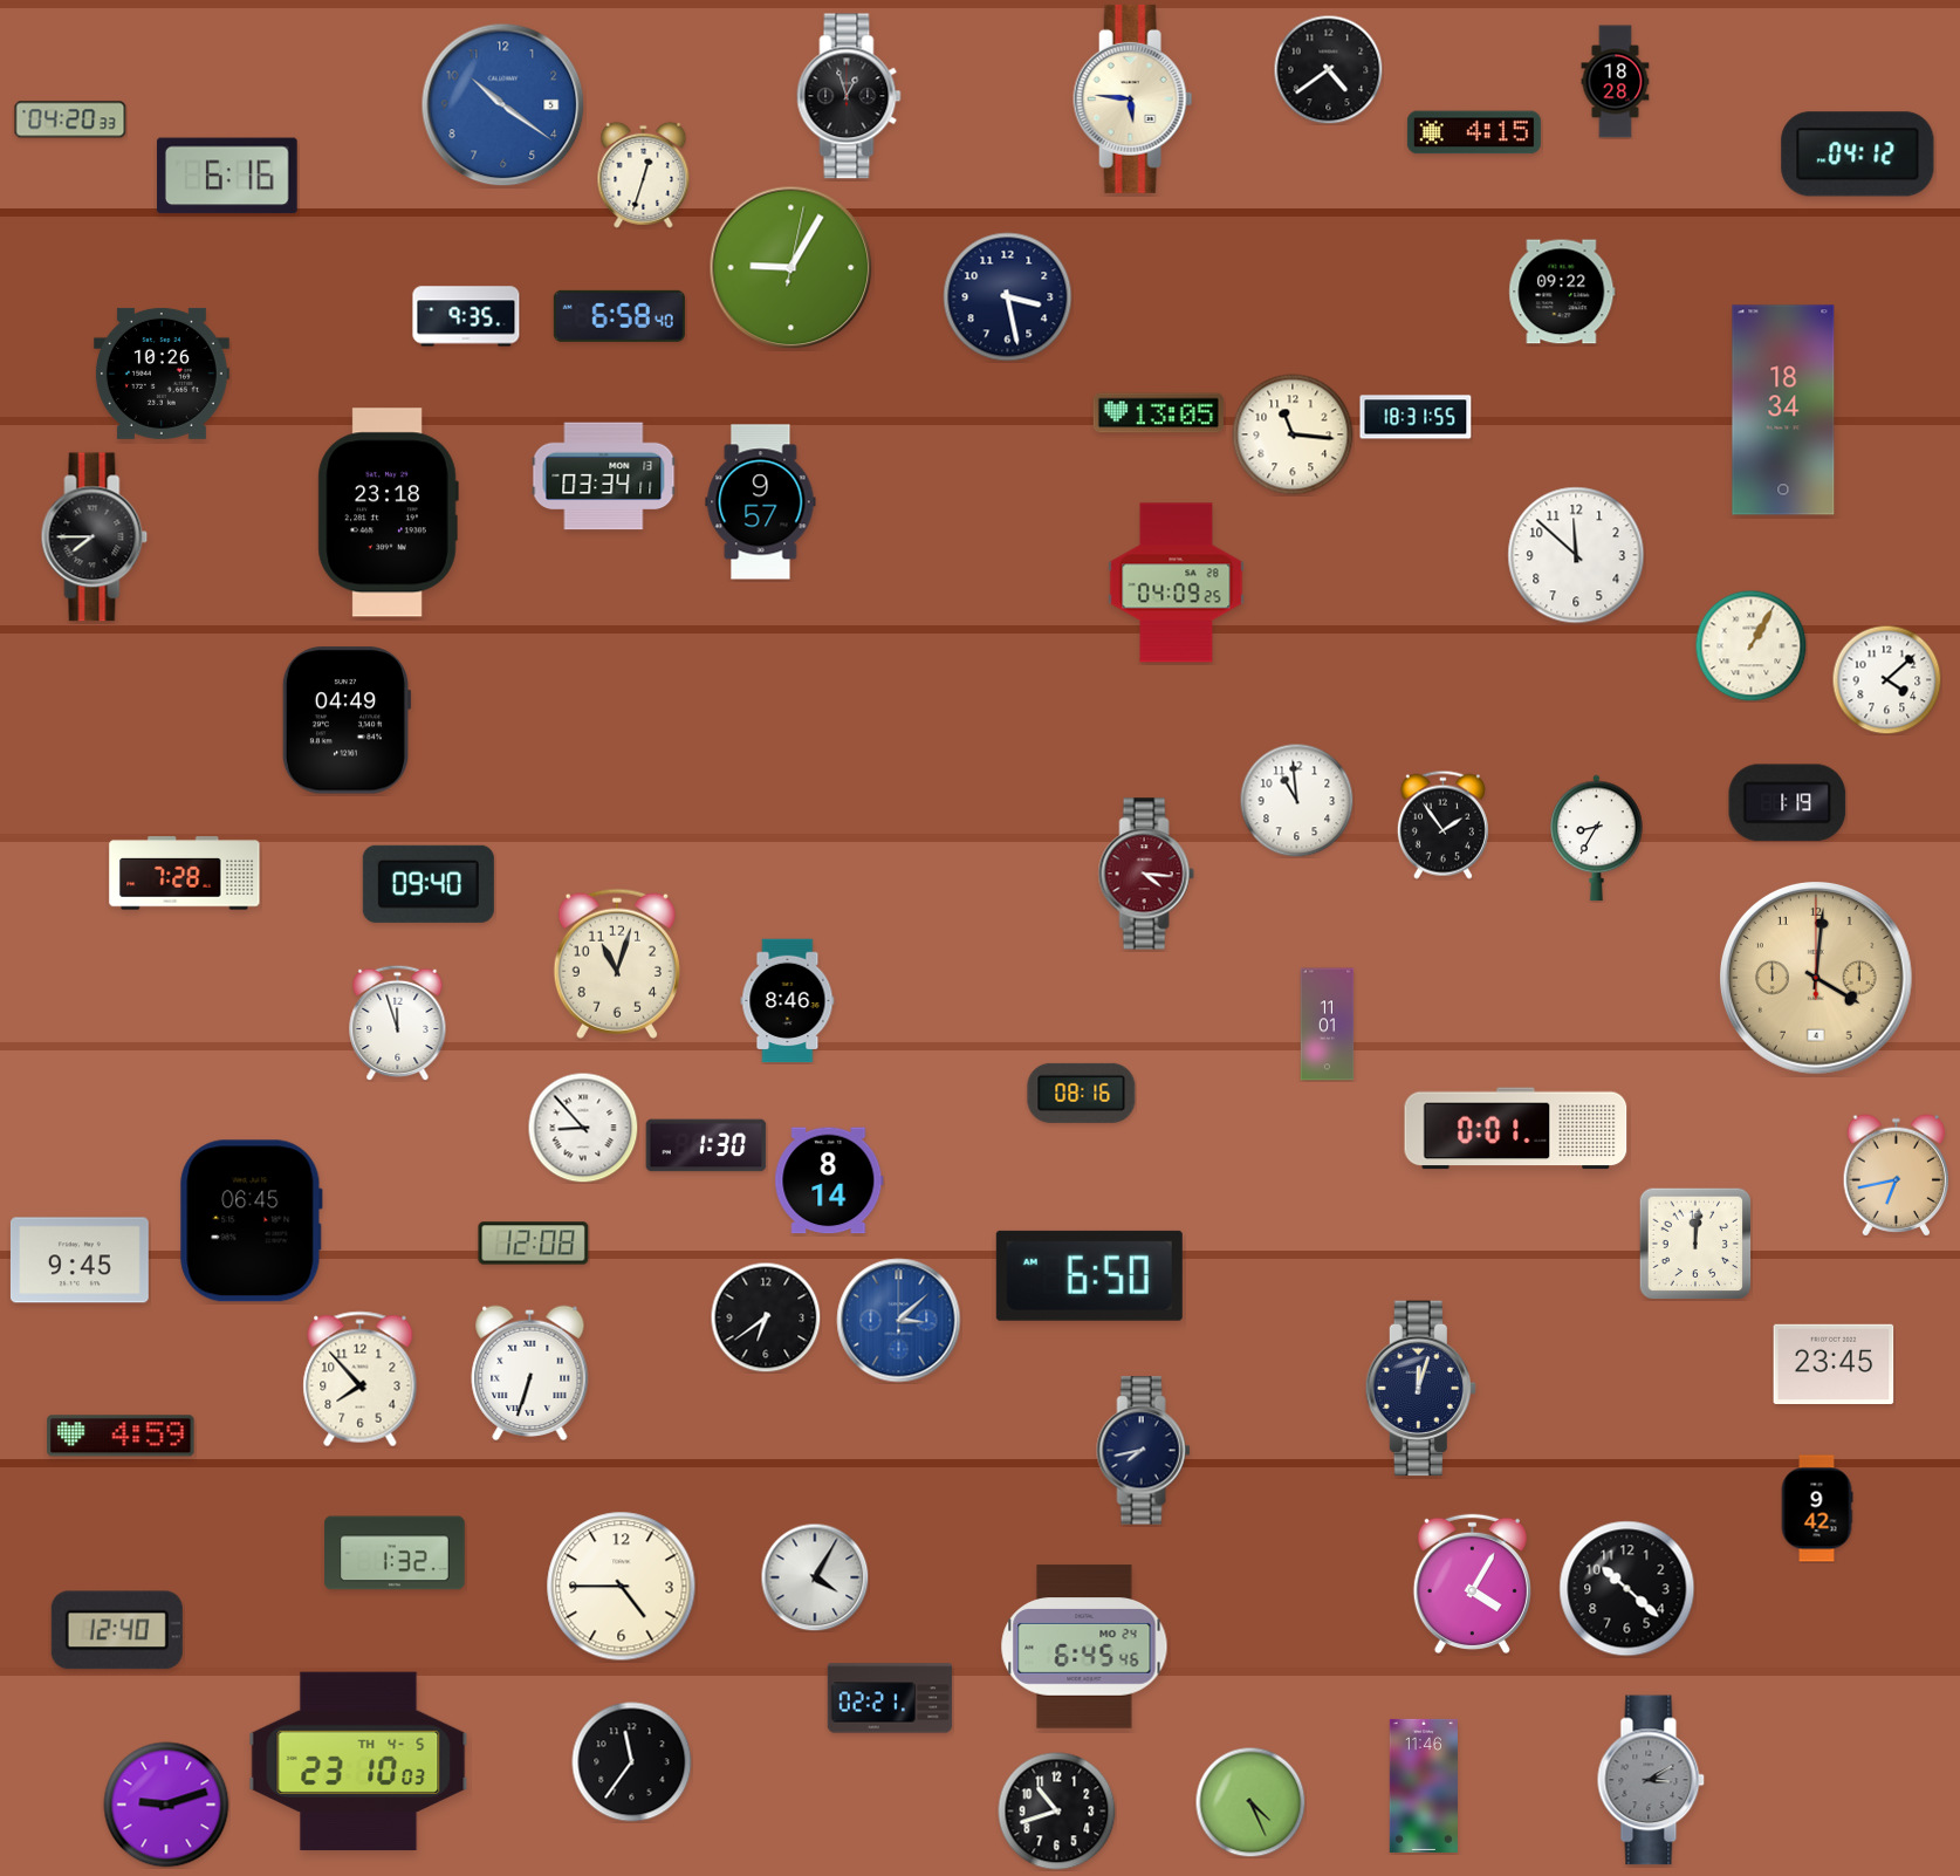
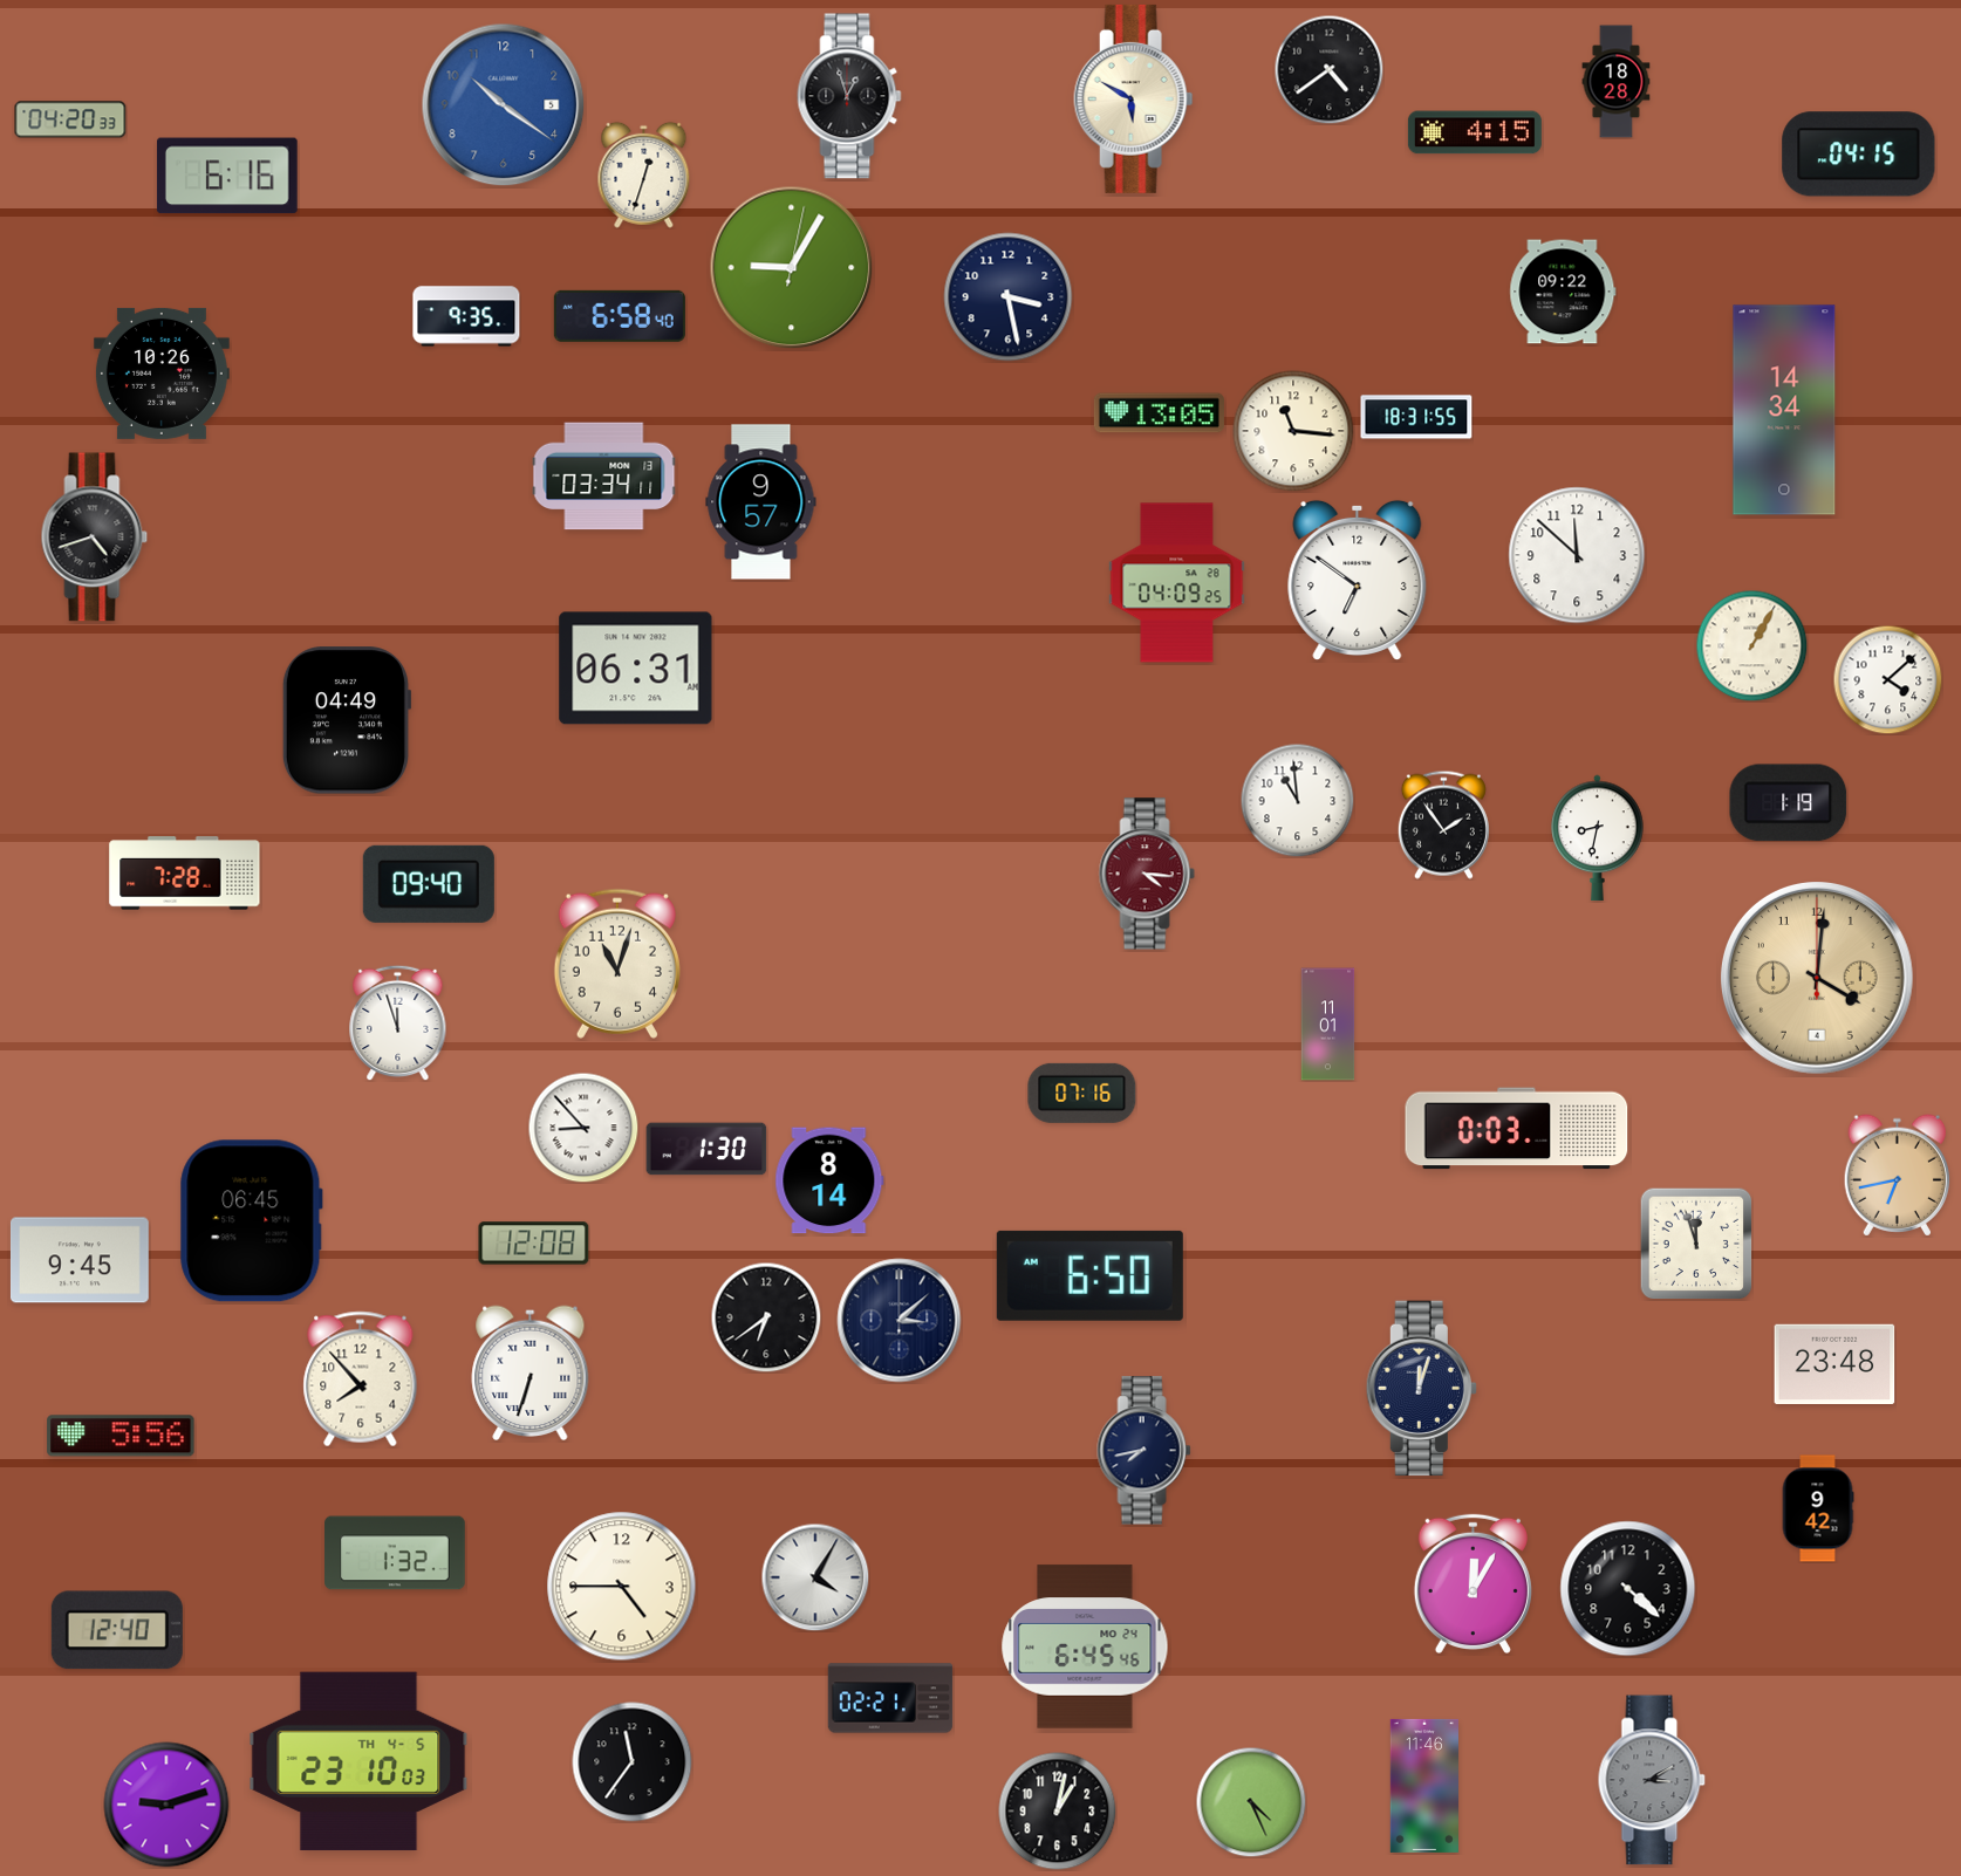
clock at (1133, 98): 5:46 -> 5:50
clock at (1858, 155): 04:12 -> 04:15
clock at (1783, 410): 18:34 -> 14:34
clock at (1293, 434) position: (1293, 434) -> (1293, 431)
clock at (388, 513): 23:18 -> none
clock at (95, 538): 7:45 -> 4:42
clock at (1358, 580): none -> 6:51
clock at (636, 669): none -> 06:31
clock at (1597, 838): 8:35 -> 8:32
clock at (788, 1001): 8:46 -> none
clock at (1082, 1093): 08:16 -> 07:16
clock at (1516, 1129): 0:01 -> 0:03
clock at (706, 1145) position: (706, 1145) -> (706, 1149)
clock at (1695, 1244): 12:01 -> 11:57
clock at (899, 1321) dial: blue -> navy
clock at (1834, 1363): 23:45 -> 23:48
clock at (121, 1436): 4:59 -> 5:56
clock at (1472, 1583): 4:05 -> 12:05
clock at (1627, 1589): 10:22 -> 4:22
clock at (1057, 1812): 10:42 -> 1:02
